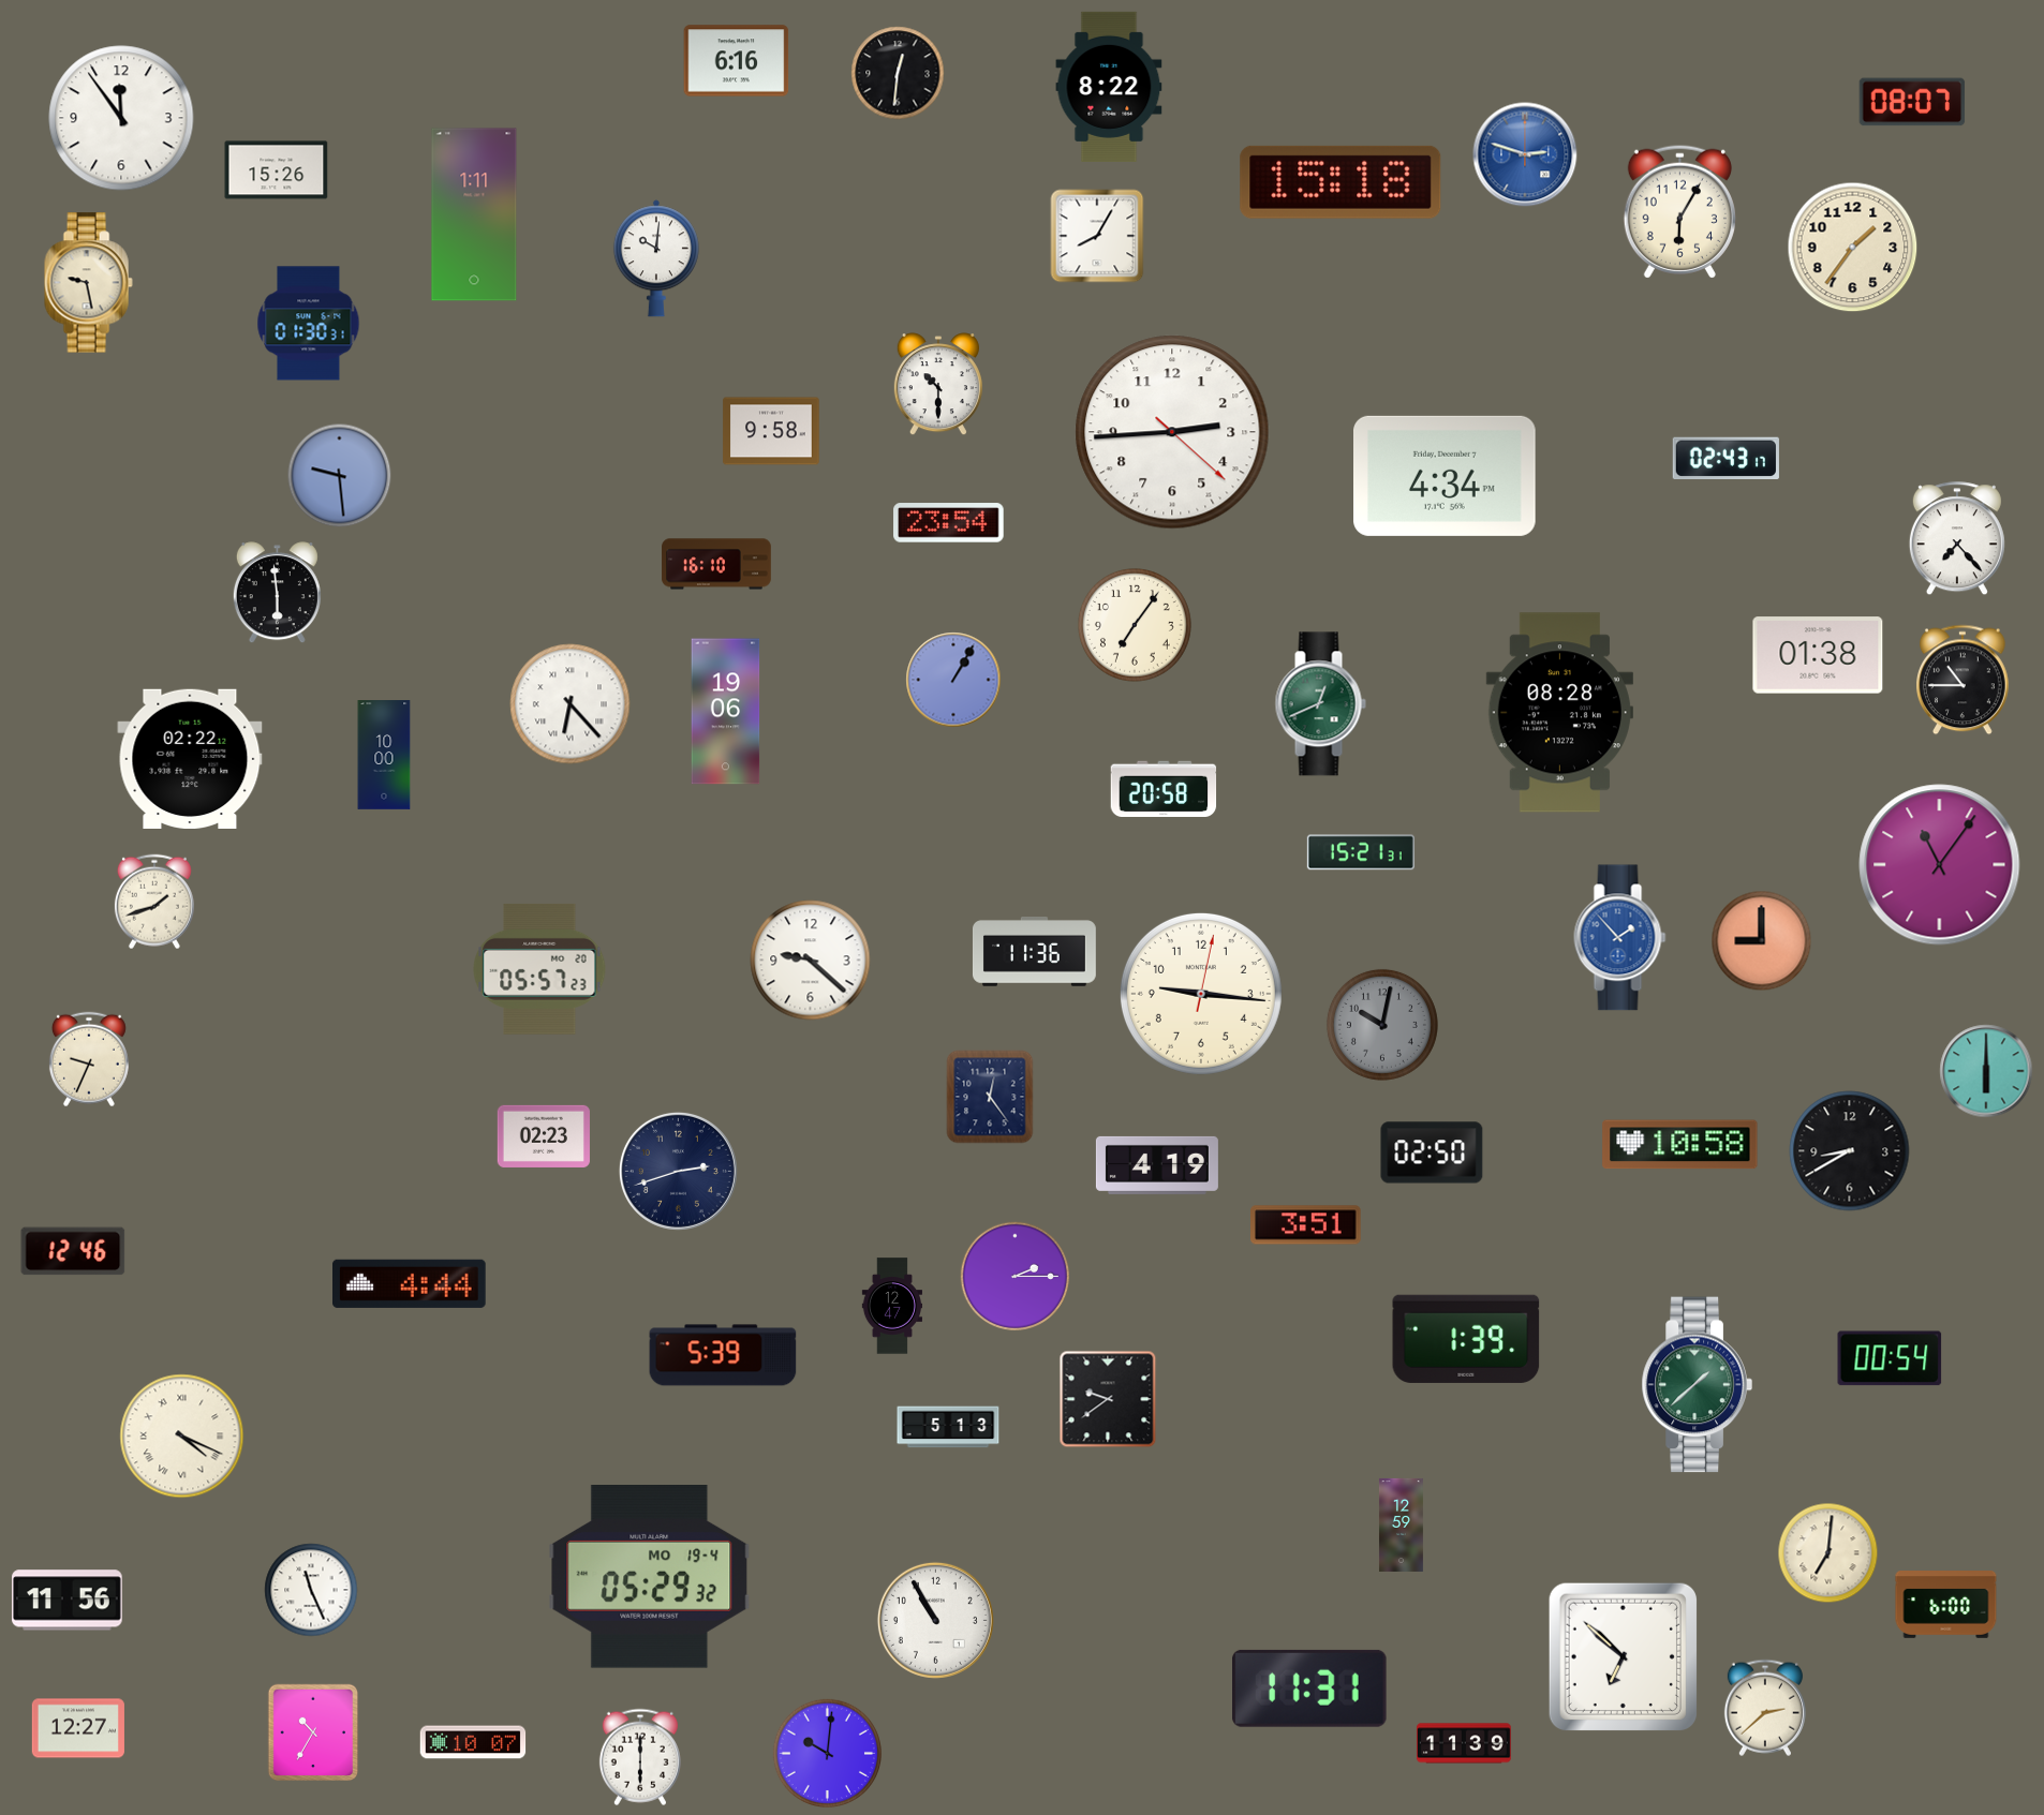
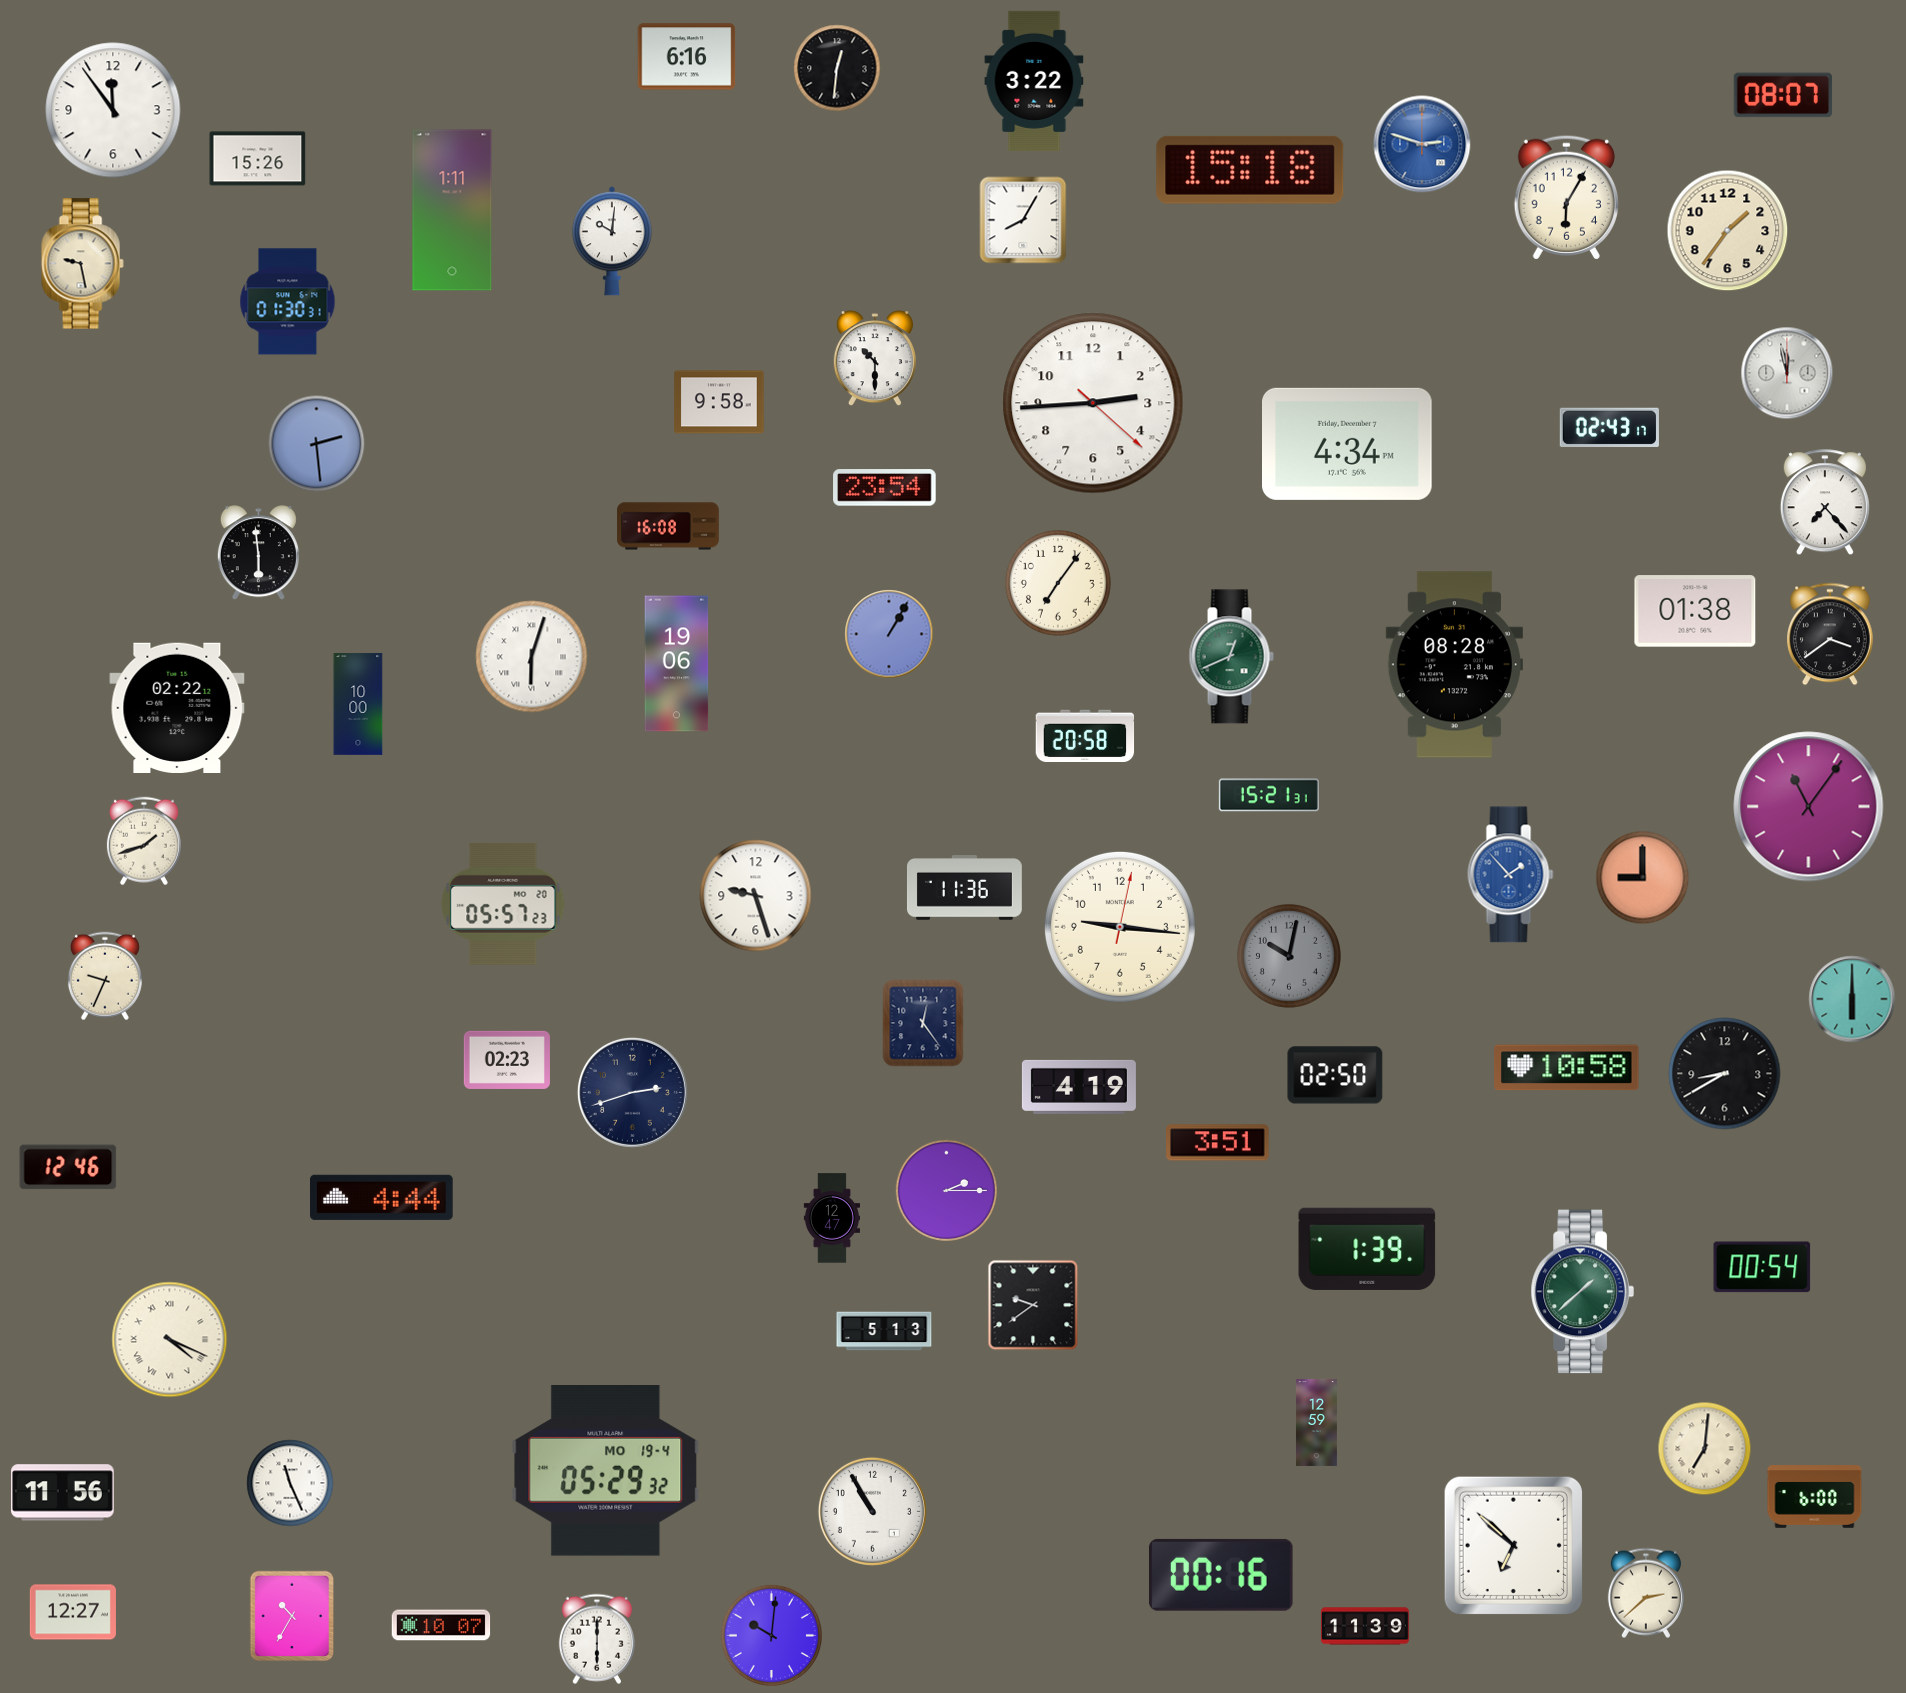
clock at (1109, 87): 8:22 -> 3:22
clock at (474, 214) position: (474, 214) -> (452, 210)
clock at (1787, 373): none -> 11:58
clock at (340, 476): 9:29 -> 2:29
clock at (716, 564): 16:10 -> 16:08
clock at (1964, 680): 10:45 -> 3:39
clock at (571, 704): 6:23 -> 6:03
clock at (811, 961): 9:22 -> 9:27
clock at (89, 1059) position: (89, 1059) -> (105, 976)
clock at (723, 1355): 5:39 -> none
clock at (1401, 1524) position: (1401, 1524) -> (1316, 1422)
clock at (1310, 1688): 11:31 -> 00:16
